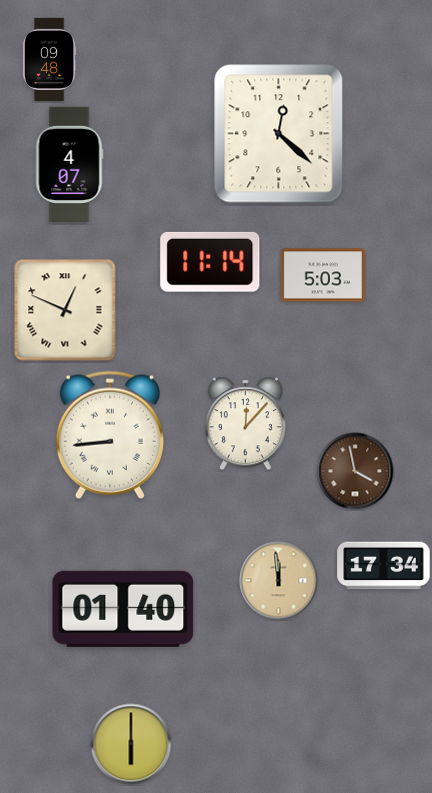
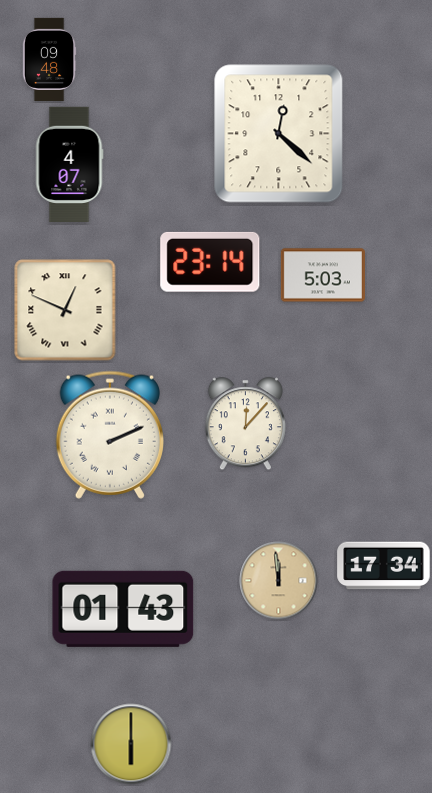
clock at (210, 262): 11:14 -> 23:14
clock at (110, 435): 8:44 -> 2:11
clock at (355, 471): 3:58 -> none
clock at (123, 609): 01:40 -> 01:43
